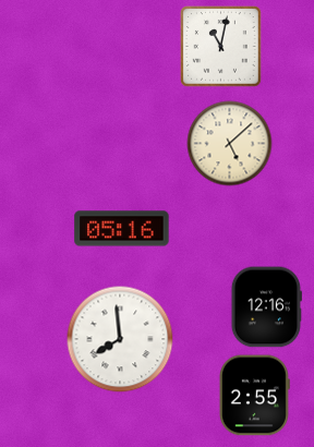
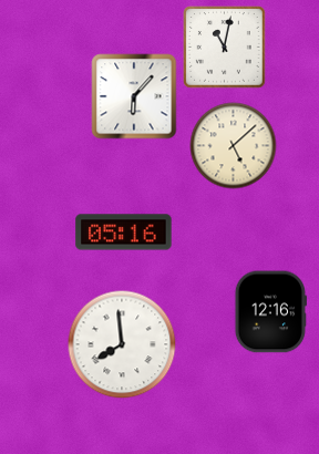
clock at (134, 96): none -> 6:07
clock at (254, 396): 2:55 -> none
